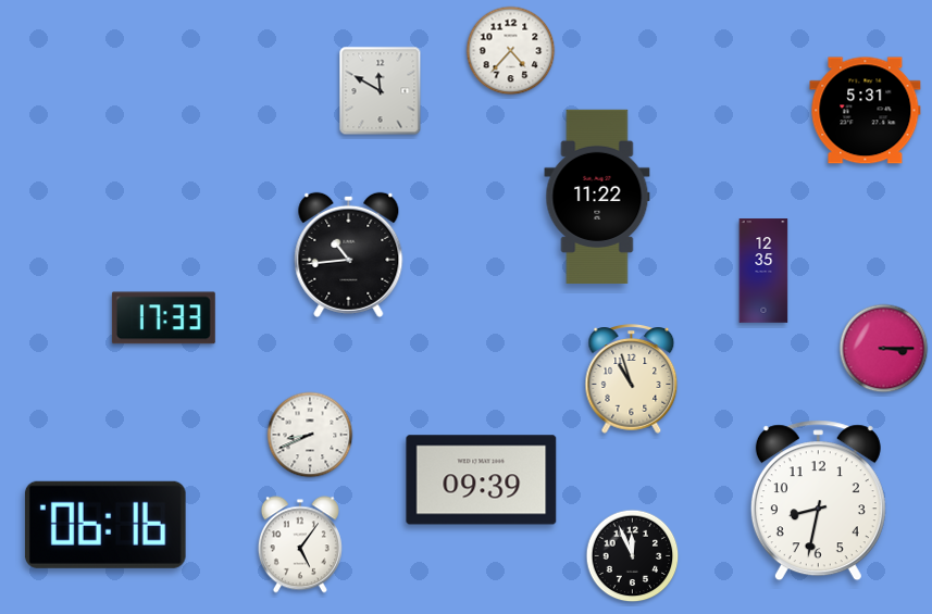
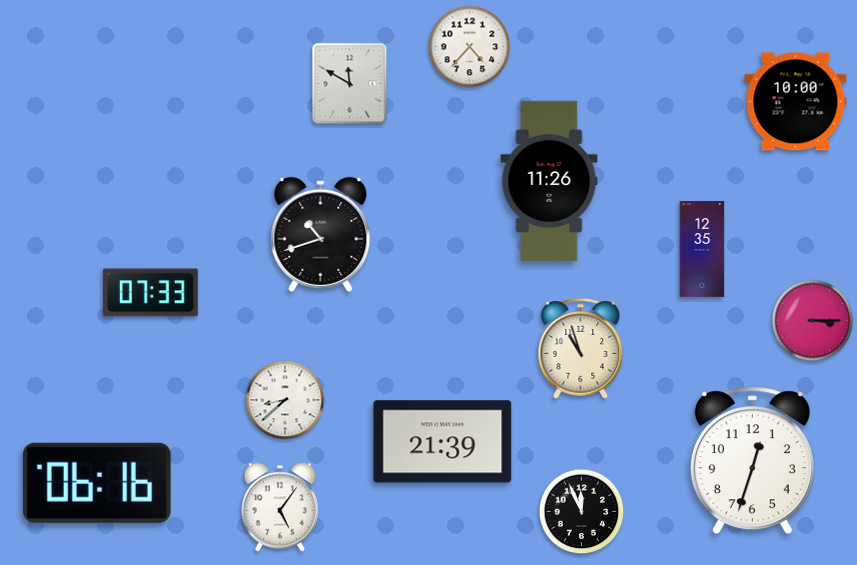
clock at (866, 111): 5:31 -> 10:00
clock at (597, 196): 11:22 -> 11:26
clock at (349, 254): 10:44 -> 10:42
clock at (163, 318): 17:33 -> 07:33
clock at (310, 435): 8:41 -> 8:38
clock at (482, 480): 09:39 -> 21:39
clock at (818, 501): 8:32 -> 12:33
clock at (300, 544) position: (300, 544) -> (280, 507)
